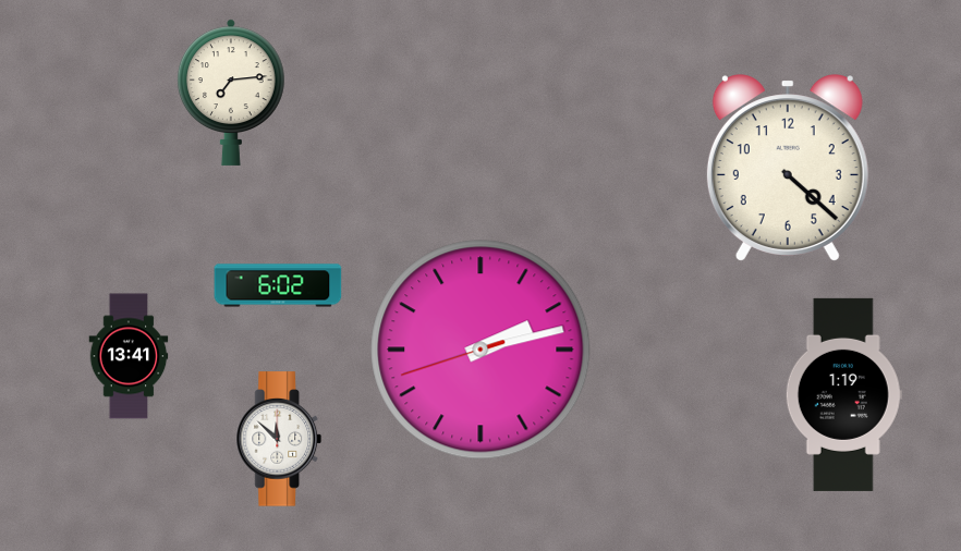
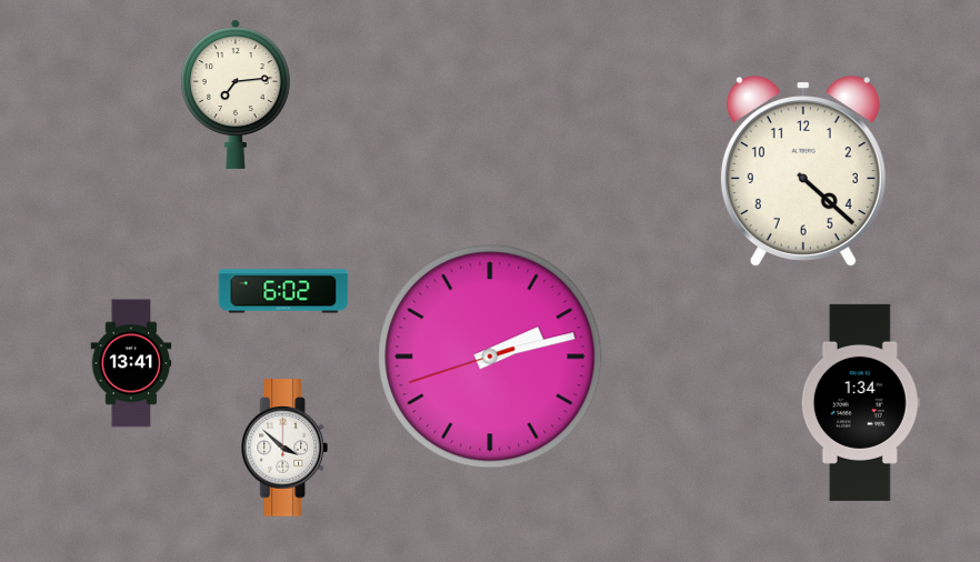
clock at (843, 394): 1:19 -> 1:34
clock at (279, 439): 11:52 -> 3:52
